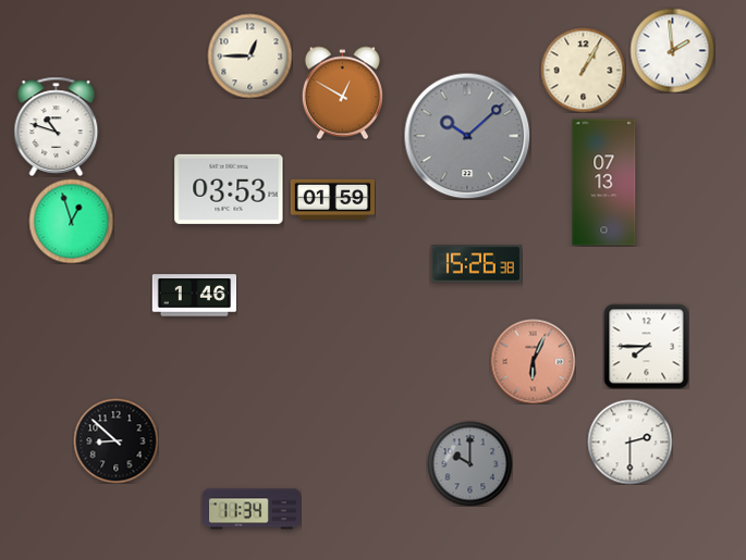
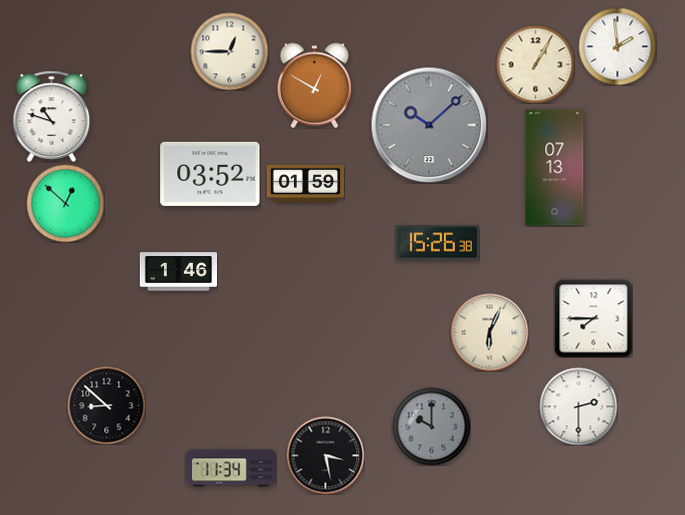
clock at (229, 189): 03:53 -> 03:52
clock at (71, 221): 12:57 -> 12:52
clock at (533, 361) dial: salmon -> cream
clock at (325, 455): none -> 3:28
